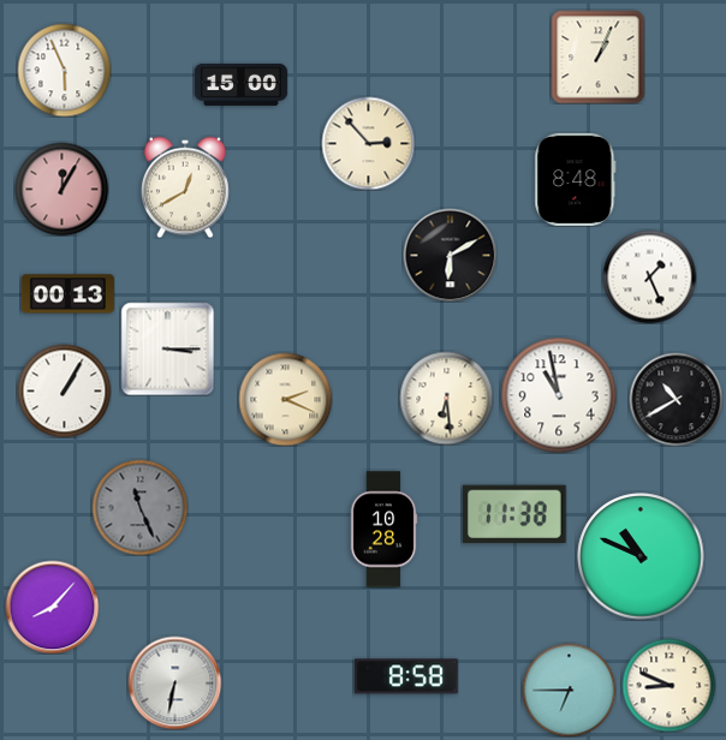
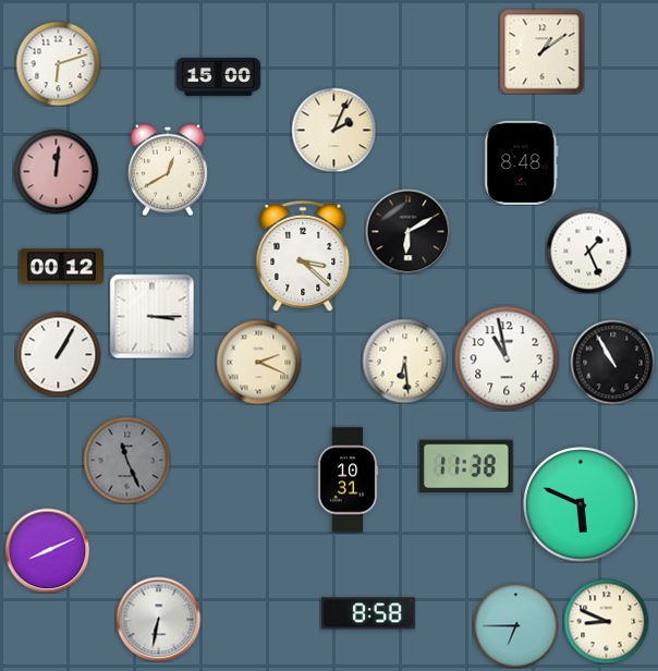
clock at (597, 56): 1:04 -> 1:09
clock at (64, 70): 5:56 -> 6:12
clock at (368, 143): 2:53 -> 2:04
clock at (61, 189): 12:05 -> 12:01
clock at (303, 256): none -> 3:22
clock at (67, 294): 00:13 -> 00:12
clock at (676, 399): 10:40 -> 10:55
clock at (383, 530): 10:28 -> 10:31
clock at (641, 556): 10:49 -> 5:49
clock at (52, 607): 8:07 -> 8:11
